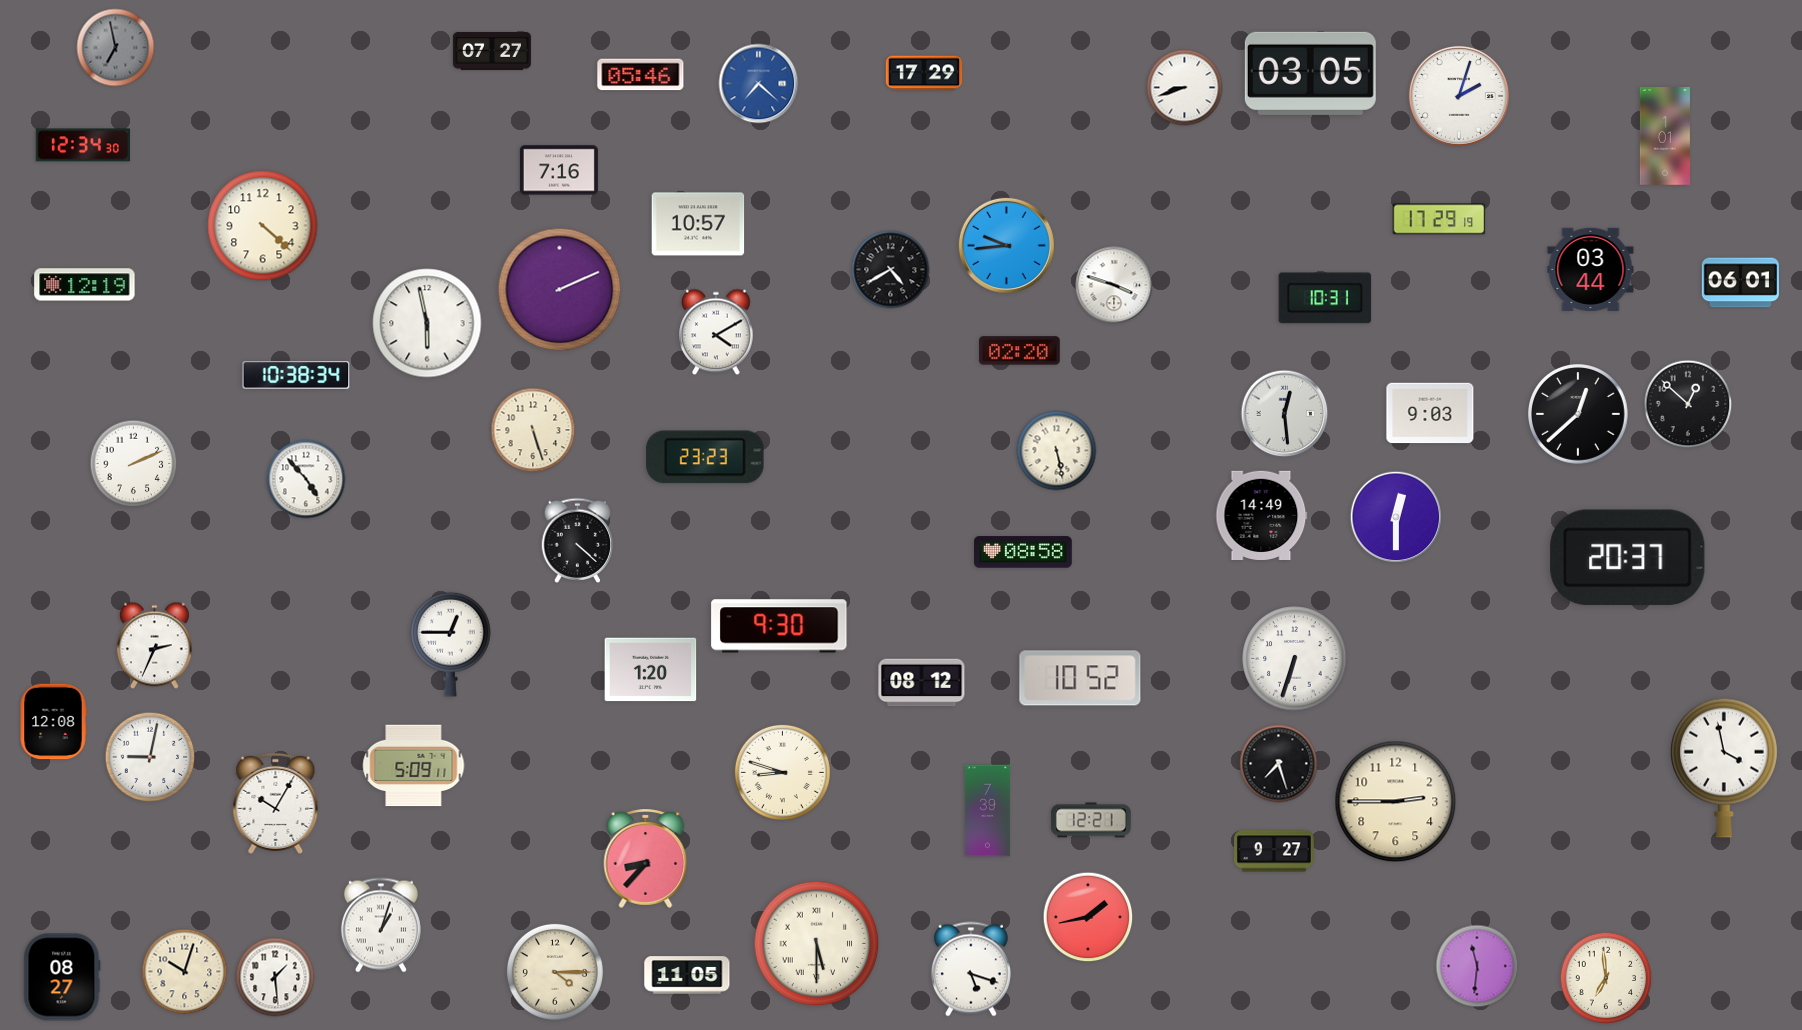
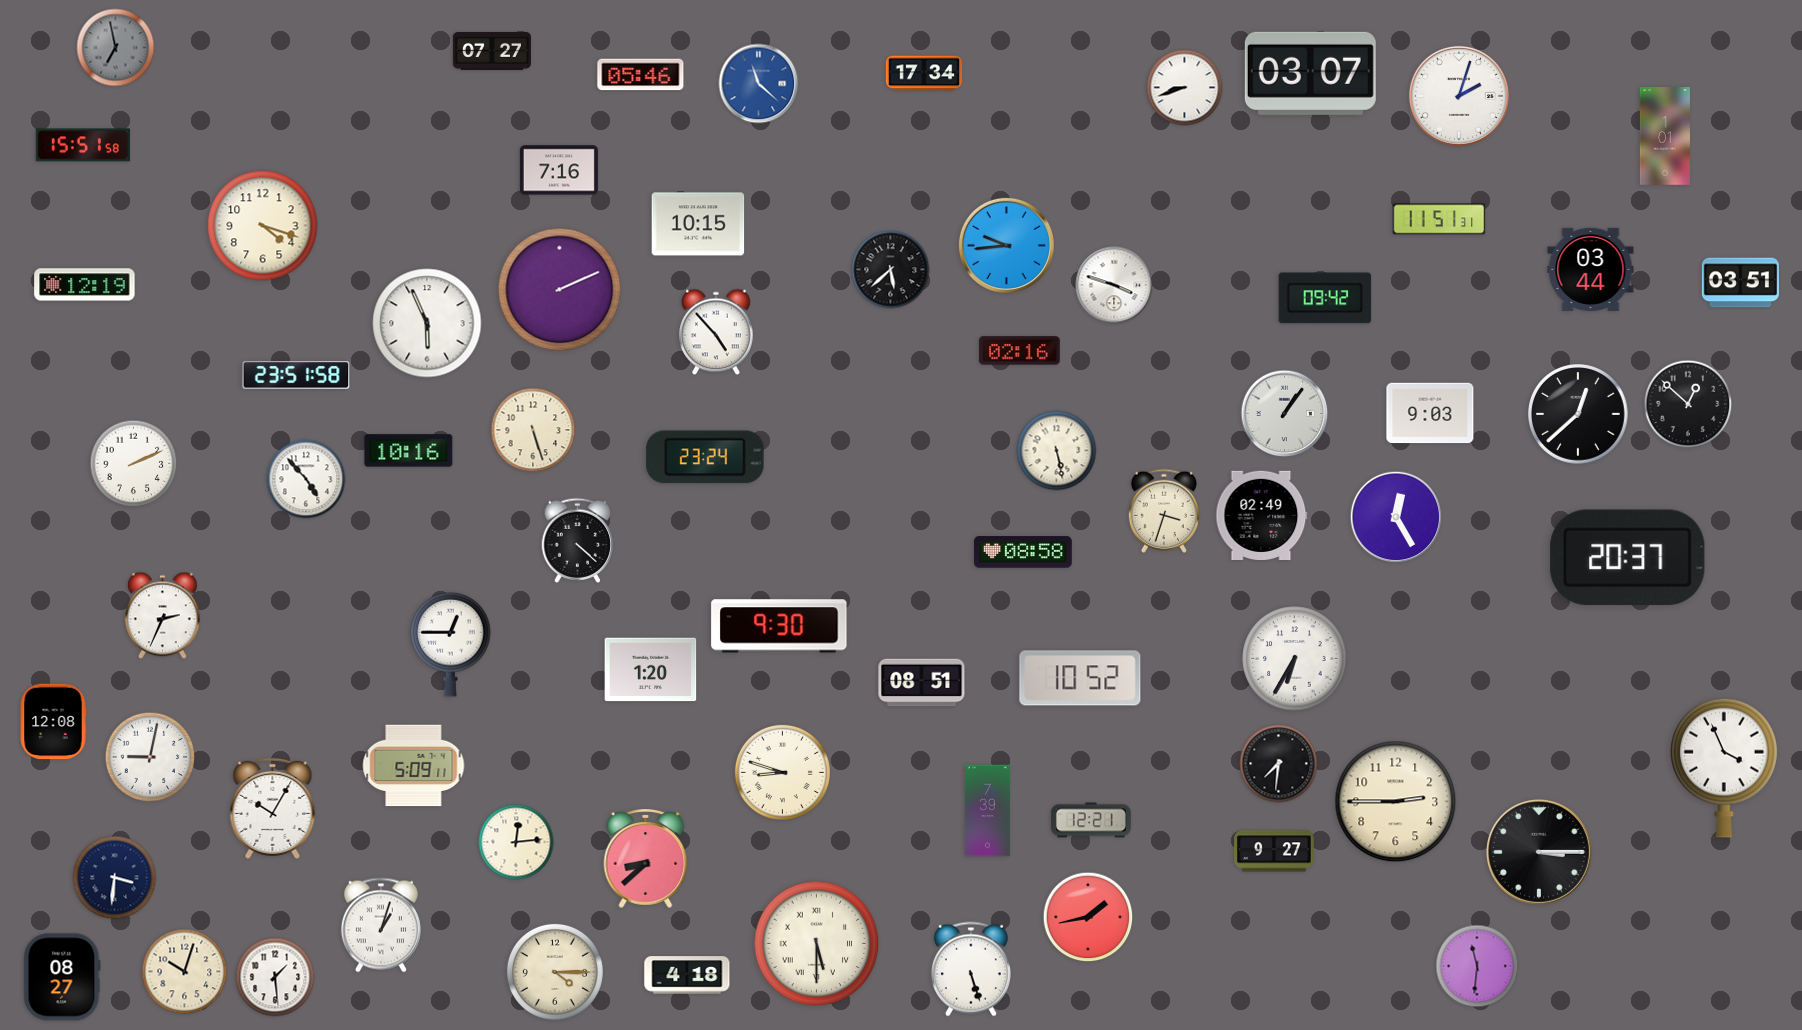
clock at (924, 73): 17:29 -> 17:34
clock at (1310, 73): 03:05 -> 03:07
clock at (759, 84): 7:22 -> 11:22
clock at (83, 145): 12:34 -> 15:51
clock at (1439, 219): 17:29 -> 11:51
clock at (698, 224): 10:57 -> 10:15
clock at (263, 226): 4:22 -> 4:18
clock at (891, 270): 4:40 -> 5:38
clock at (1740, 283): 06:01 -> 03:51
clock at (1325, 298): 10:31 -> 09:42
clock at (427, 323): 5:58 -> 5:56
clock at (716, 332): 4:10 -> 4:53
clock at (1020, 351): 02:20 -> 02:16
clock at (296, 375): 10:38 -> 23:51
clock at (1285, 414): 12:29 -> 1:06
clock at (409, 451): none -> 10:16
clock at (705, 457): 23:23 -> 23:24
clock at (1164, 511): none -> 3:33
clock at (1262, 515): 14:49 -> 02:49
clock at (1396, 517): 12:30 -> 12:25
clock at (154, 646) position: (154, 646) -> (162, 616)
clock at (1295, 659): 6:33 -> 6:35
clock at (922, 683): 08:12 -> 08:51
clock at (1279, 764): 7:27 -> 7:31
clock at (1724, 768): 3:58 -> 3:56
clock at (276, 803) position: (276, 803) -> (273, 808)
clock at (516, 842): none -> 12:14
clock at (1539, 852): none -> 3:15
clock at (646, 858): 8:37 -> 8:38
clock at (115, 878): none -> 3:31
clock at (971, 969): 5:18 -> 5:27
clock at (687, 975): 11:05 -> 4:18
clock at (1606, 978): 6:59 -> none
